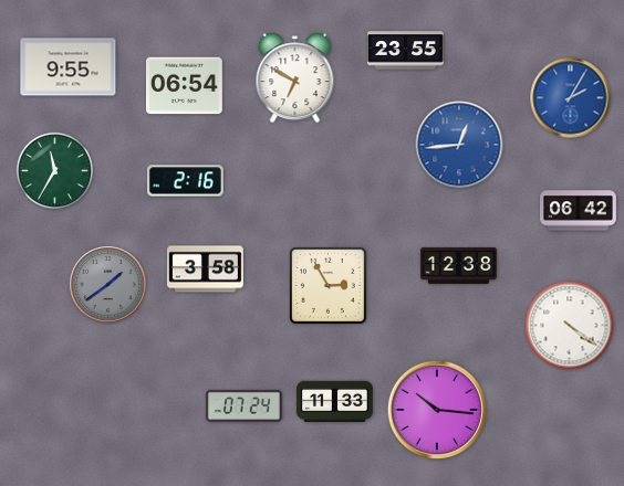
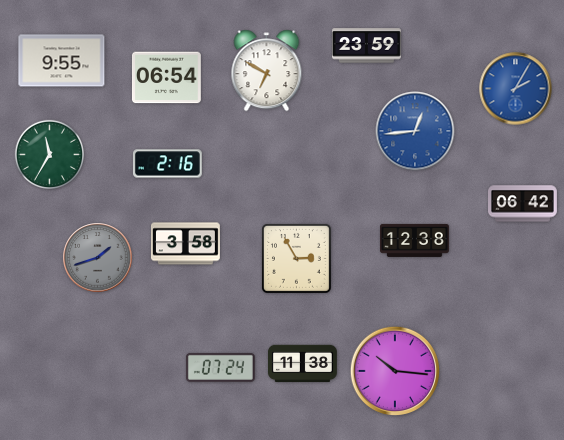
clock at (405, 51): 23:55 -> 23:59
clock at (579, 211) position: (579, 211) -> (523, 204)
clock at (108, 285): 1:39 -> 1:42
clock at (570, 326): 4:21 -> none
clock at (335, 402): 11:33 -> 11:38
